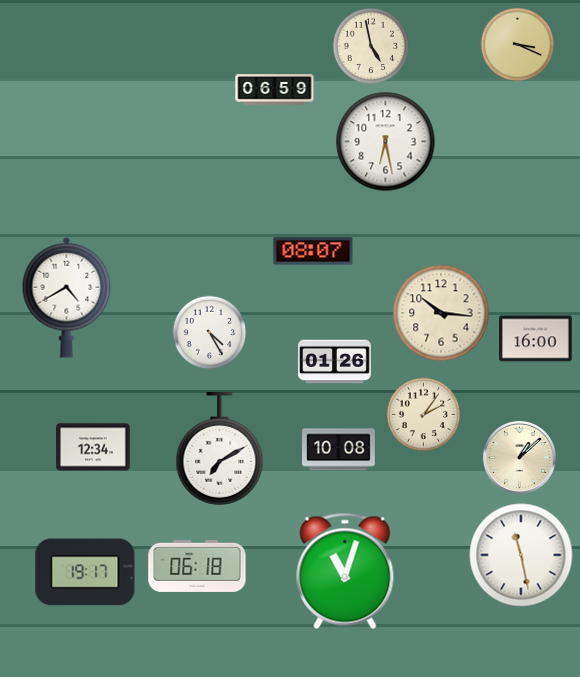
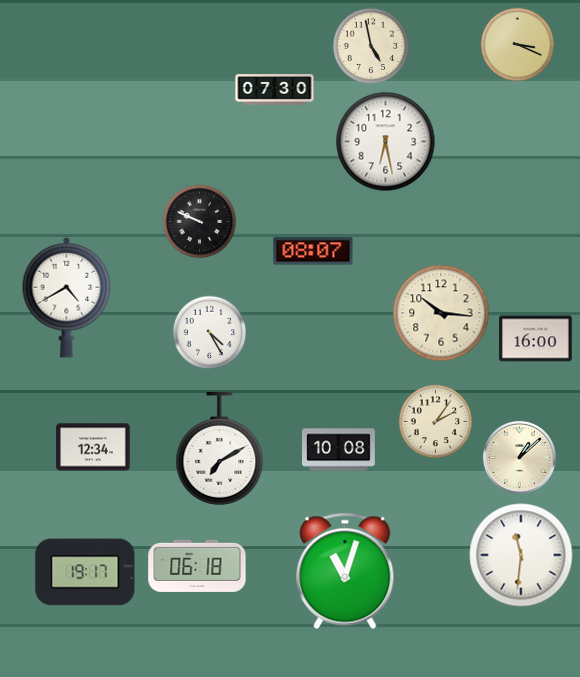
clock at (275, 90): 06:59 -> 07:30
clock at (200, 222): none -> 9:49
clock at (335, 362): 01:26 -> none
clock at (424, 415) position: (424, 415) -> (436, 422)
clock at (521, 555): 11:28 -> 11:31
